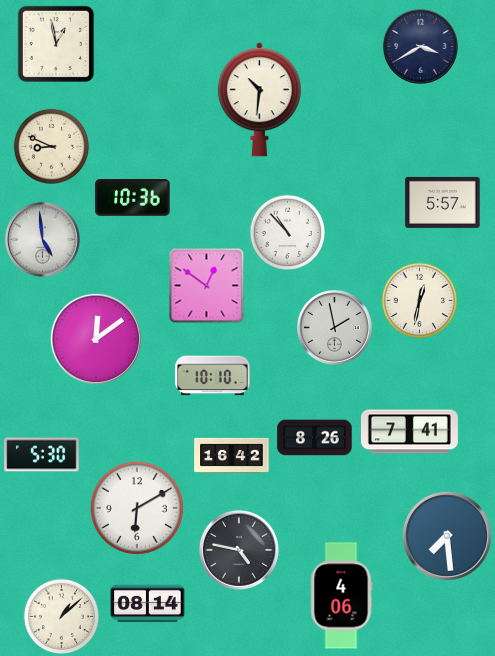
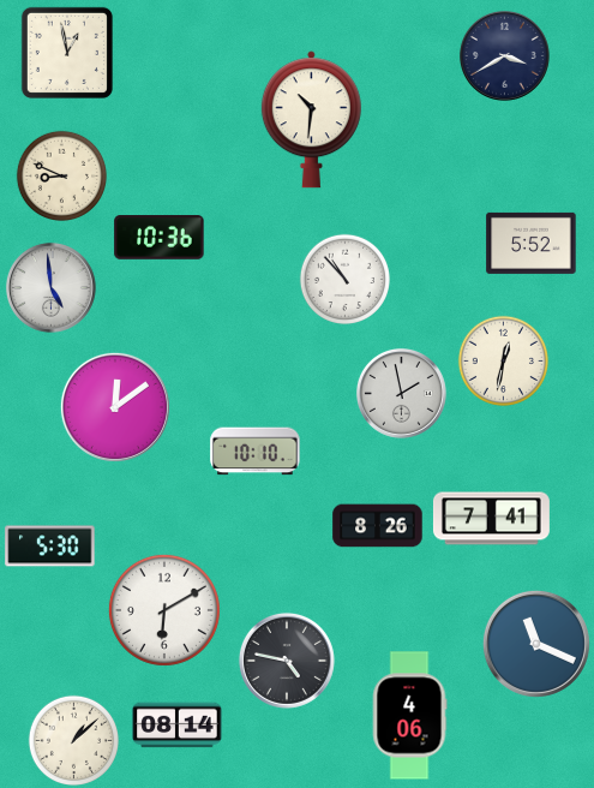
clock at (443, 202): 5:57 -> 5:52
clock at (207, 286): 12:51 -> none
clock at (232, 455): 16:42 -> none
clock at (447, 536): 7:29 -> 11:19
